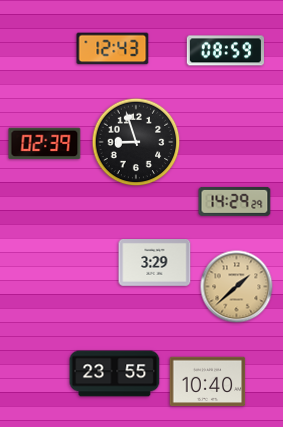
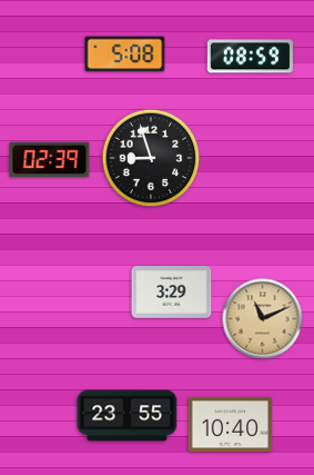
clock at (113, 49): 12:43 -> 5:08
clock at (235, 201): 14:29 -> none
clock at (237, 287): 1:38 -> 11:11
